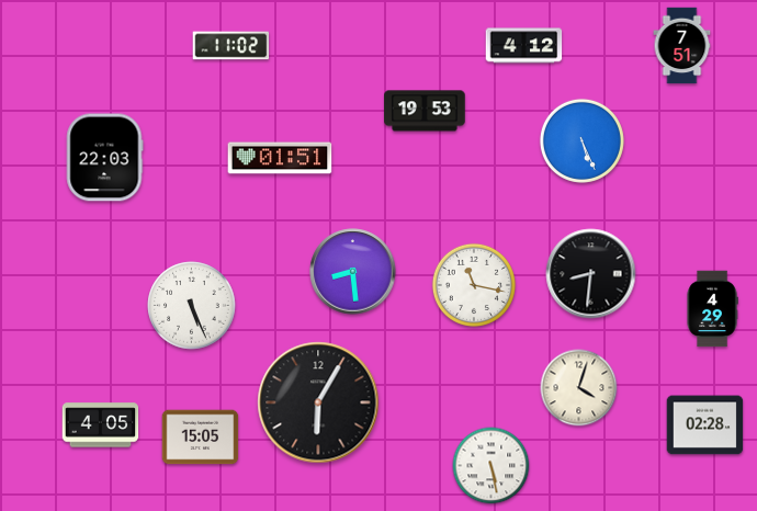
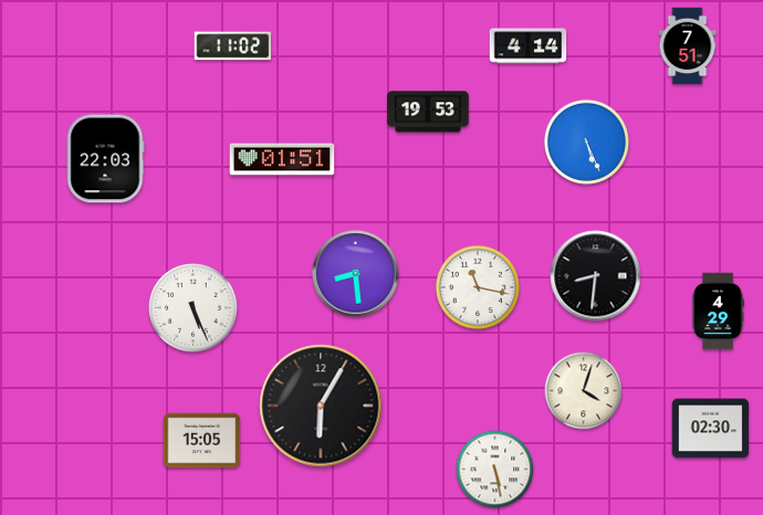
clock at (524, 46): 4:12 -> 4:14
clock at (101, 425): 4:05 -> none
clock at (705, 425): 02:28 -> 02:30
